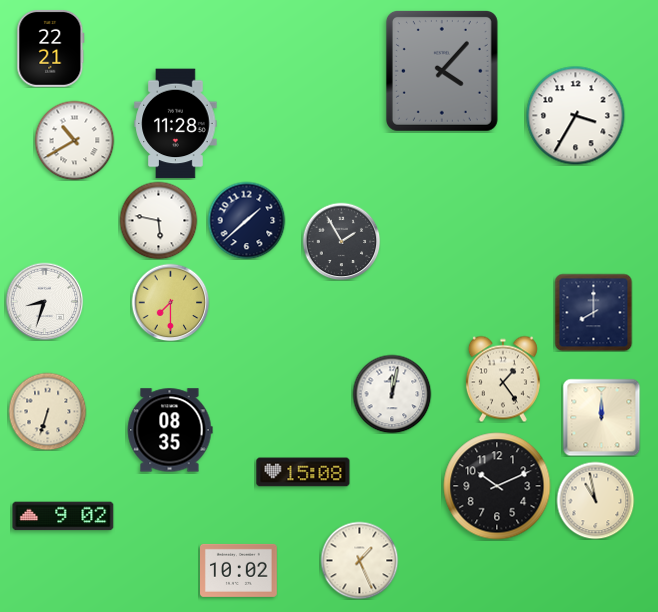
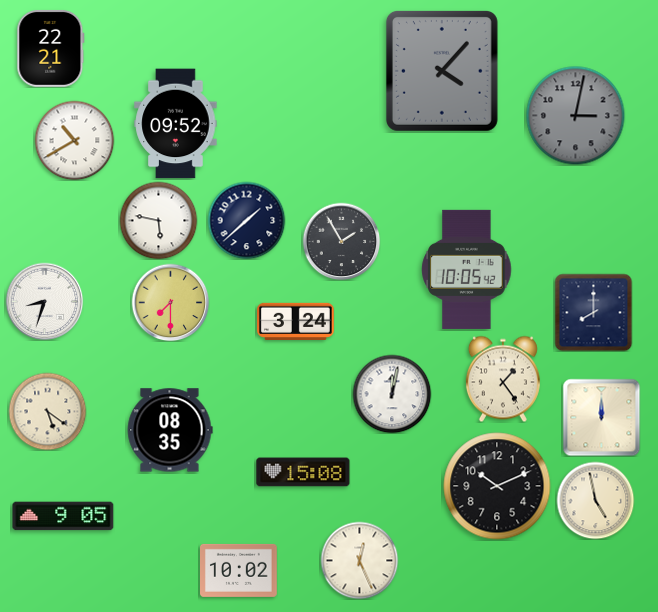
clock at (576, 116): 3:35 -> 3:02
clock at (576, 116) dial: white -> grey
clock at (176, 124): 11:28 -> 09:52
clock at (467, 269): none -> 10:05
clock at (296, 321): none -> 3:24
clock at (47, 411): 6:33 -> 5:21
clock at (595, 500): 10:58 -> 4:58
clock at (63, 516): 9:02 -> 9:05
clock at (359, 560): 1:26 -> 12:26
